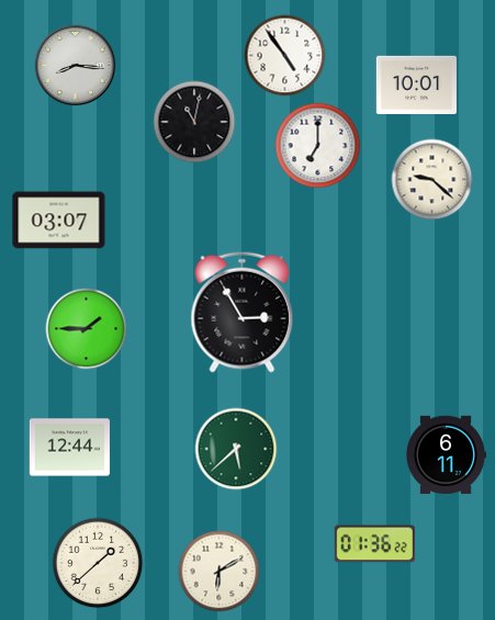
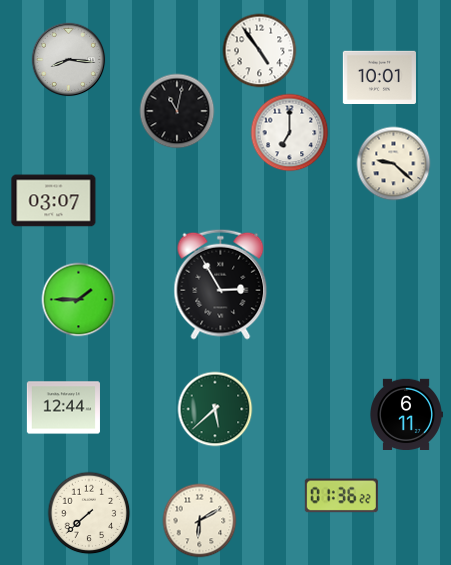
clock at (98, 563): 1:38 -> 7:38
